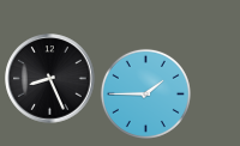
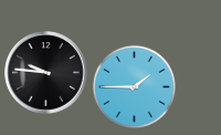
clock at (50, 79): 8:26 -> 9:46
